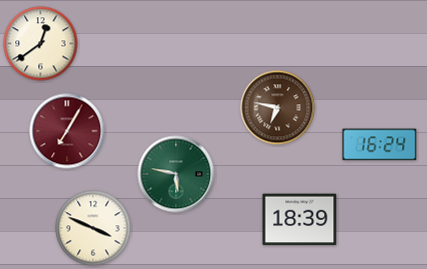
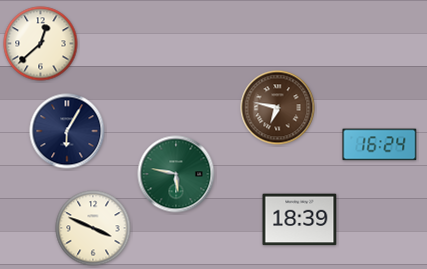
clock at (41, 44): 12:39 -> 12:38
clock at (67, 131): 7:05 -> 6:05
clock at (67, 131) dial: burgundy -> navy
